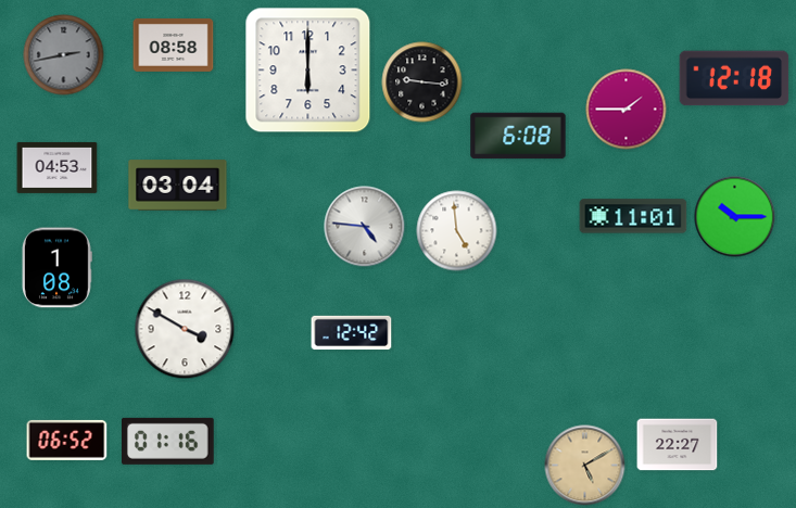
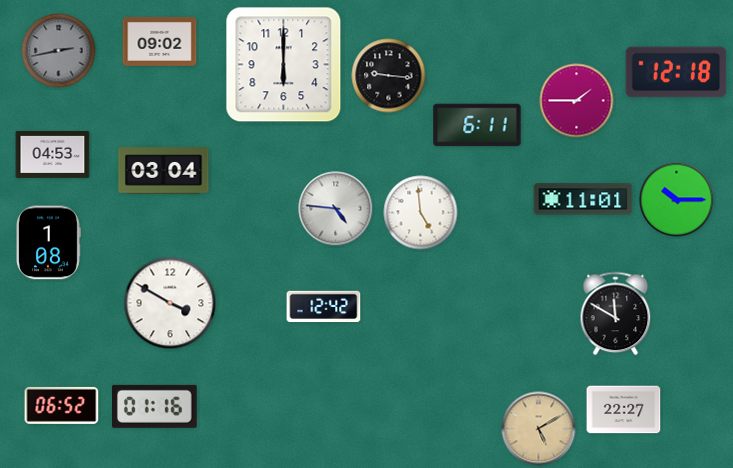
clock at (174, 45): 08:58 -> 09:02
clock at (518, 136): 6:08 -> 6:11
clock at (56, 268) position: (56, 268) -> (48, 243)
clock at (616, 314): none -> 11:50
